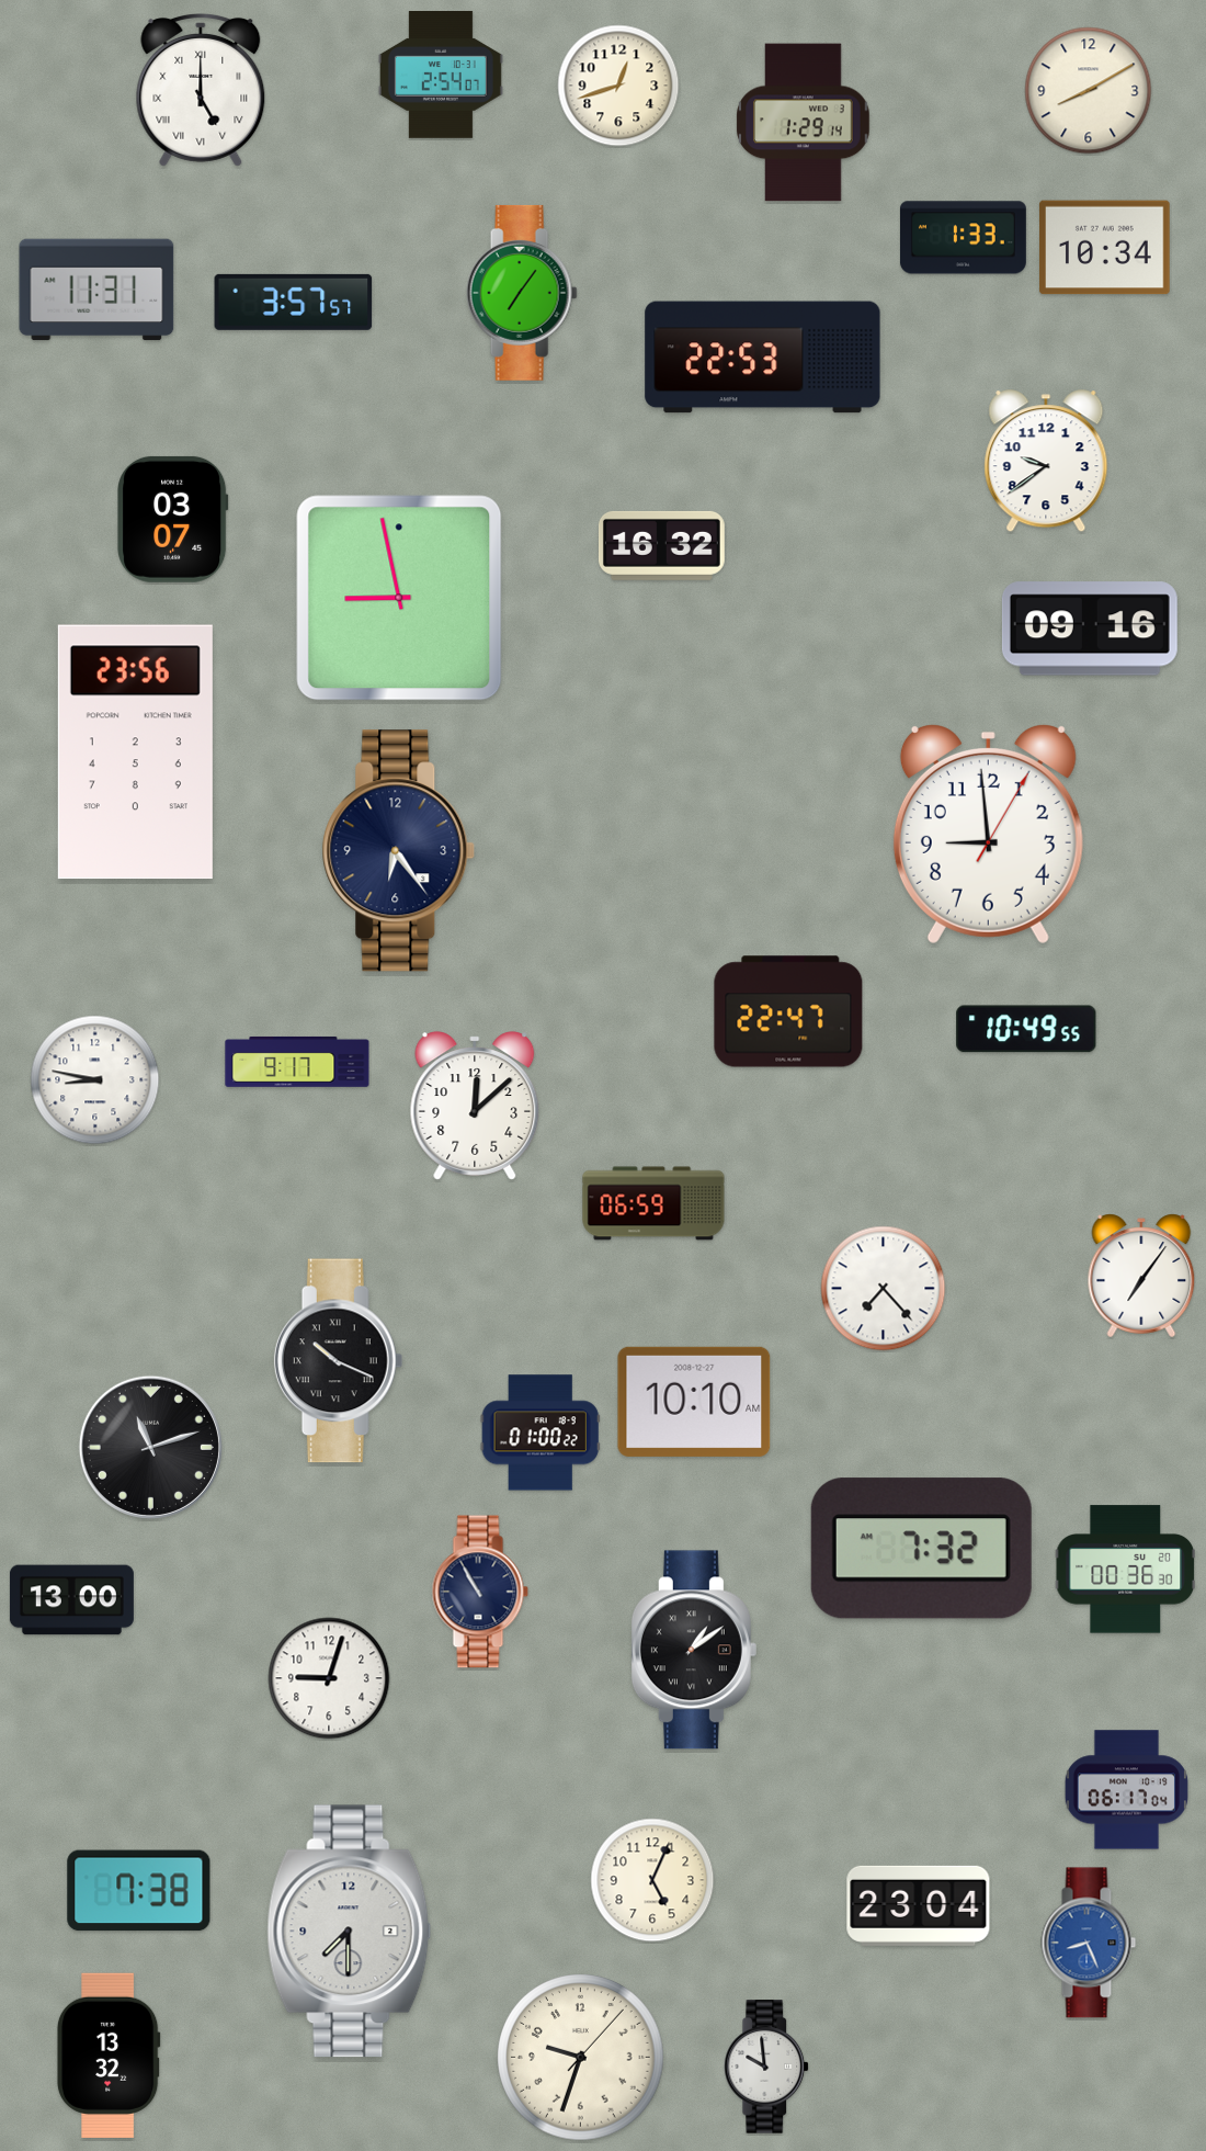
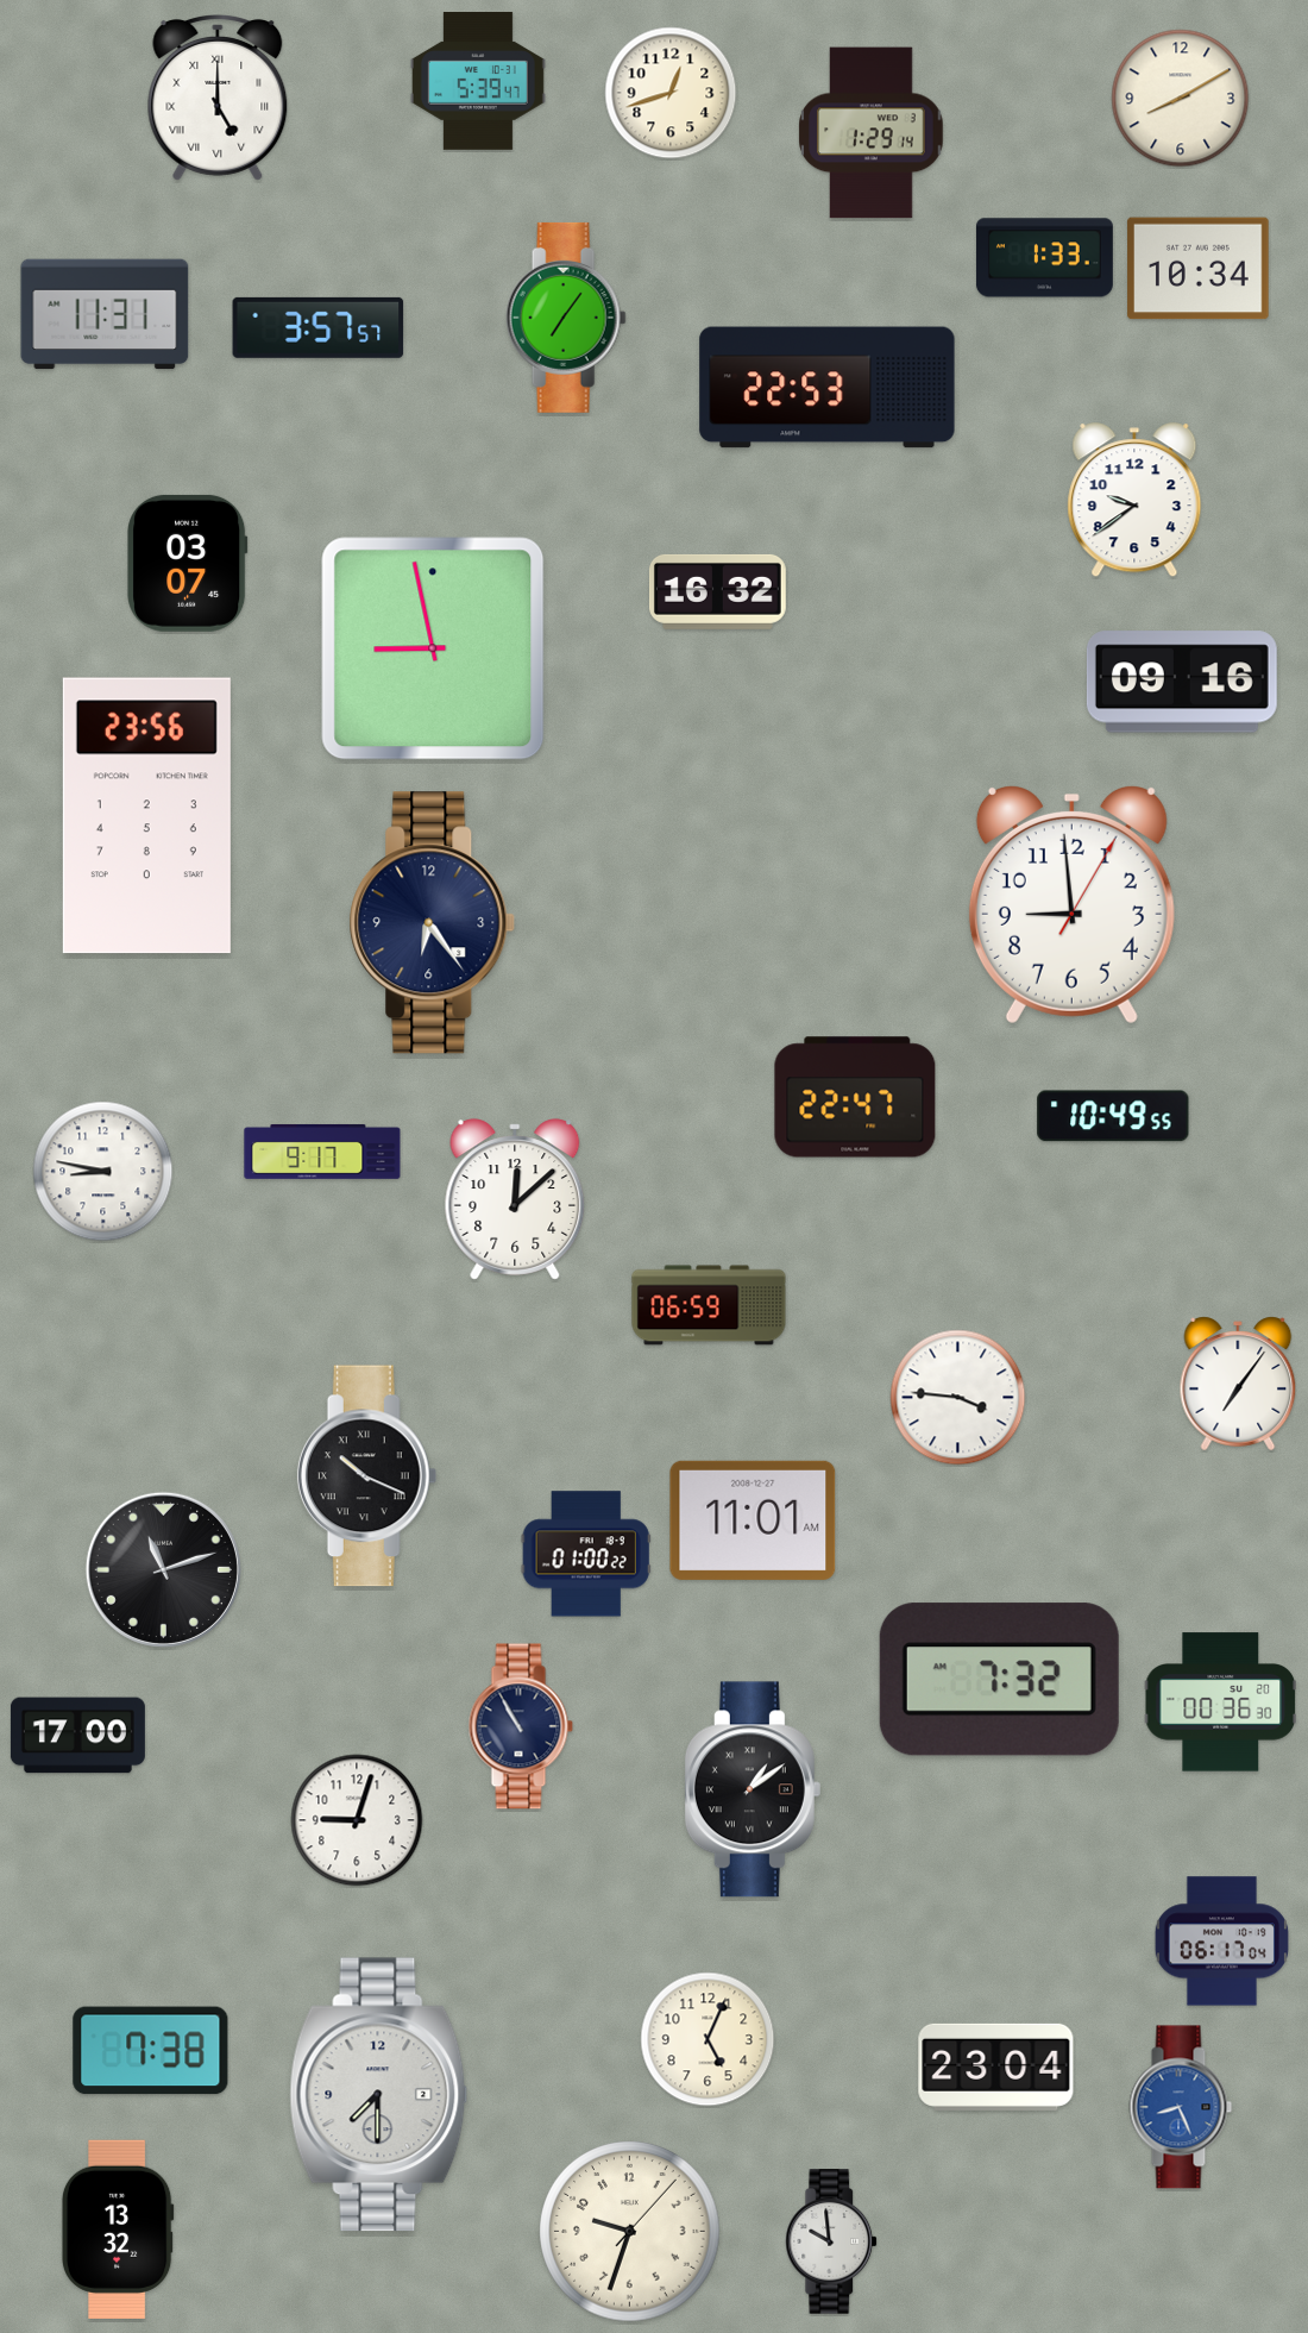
clock at (441, 76): 2:54 -> 5:39
clock at (884, 1289): 7:23 -> 3:46
clock at (694, 1402): 10:10 -> 11:01
clock at (71, 1600): 13:00 -> 17:00
